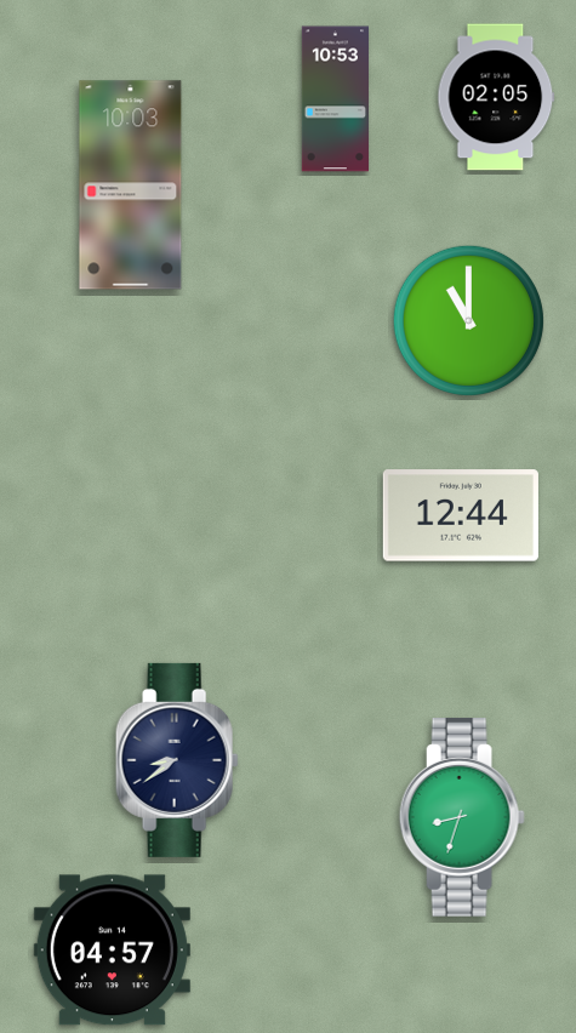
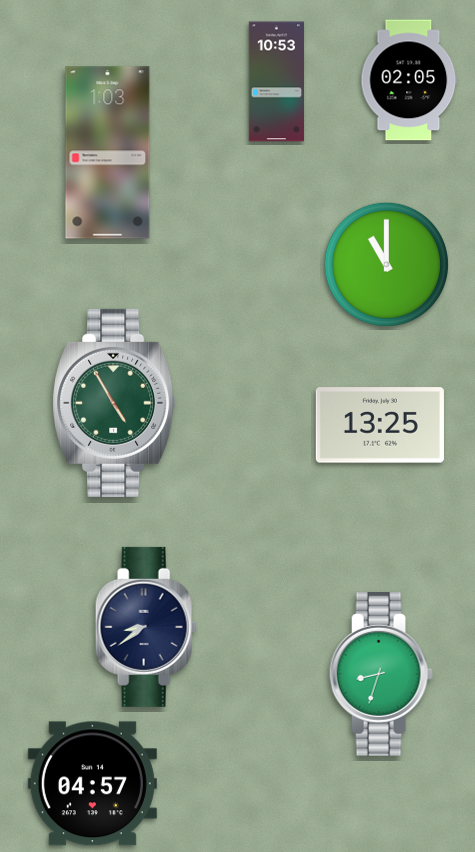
clock at (131, 186): 10:03 -> 1:03
clock at (114, 403): none -> 4:55
clock at (461, 515): 12:44 -> 13:25
